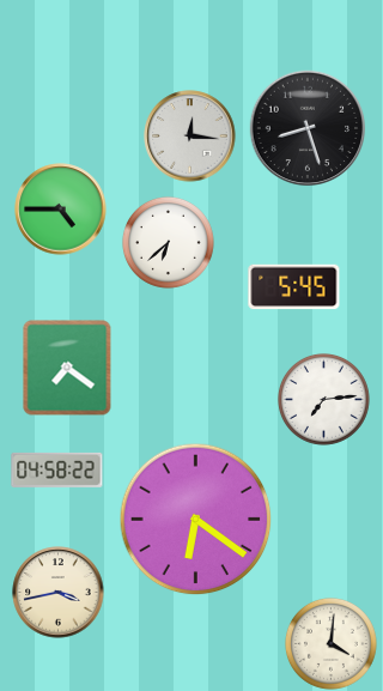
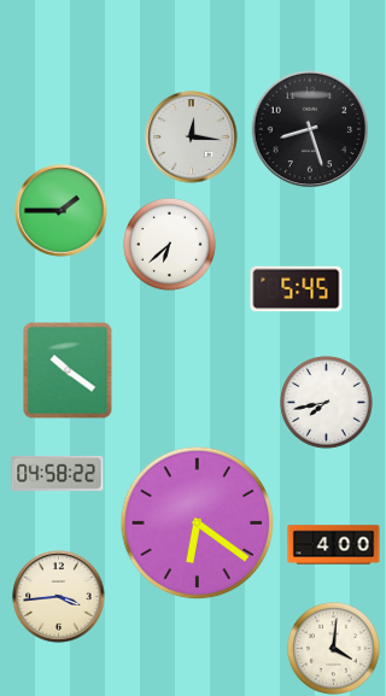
clock at (61, 210): 4:45 -> 1:45
clock at (67, 368): 7:21 -> 10:21
clock at (323, 399): 7:14 -> 7:43
clock at (334, 545): none -> 4:00
clock at (59, 593): 3:43 -> 3:44
